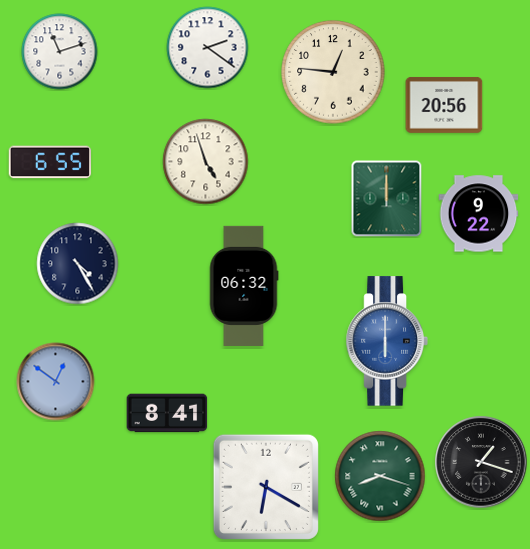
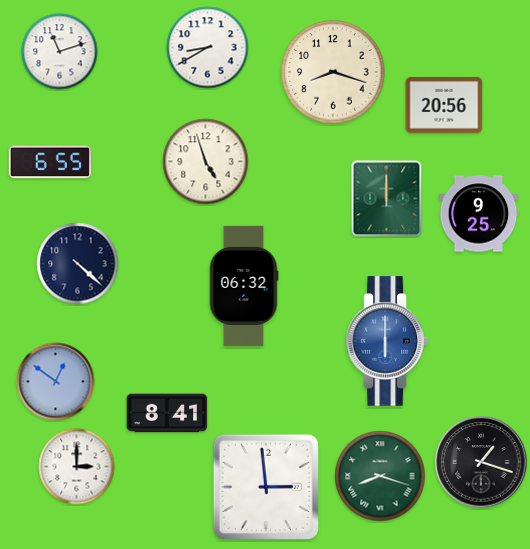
clock at (208, 48): 2:21 -> 8:40
clock at (333, 72): 12:46 -> 8:18
clock at (479, 214): 9:22 -> 9:25
clock at (78, 264): 4:25 -> 4:22
clock at (77, 467): none -> 3:00
clock at (266, 487): 6:20 -> 2:59
